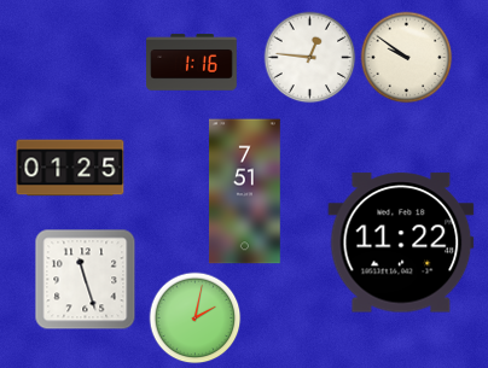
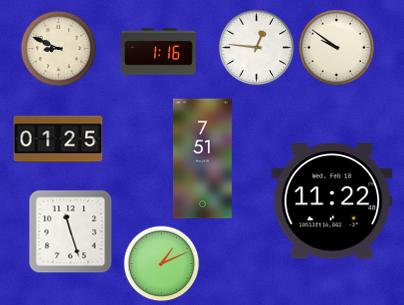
clock at (59, 49): none -> 8:49
clock at (196, 319): 2:02 -> 1:11
